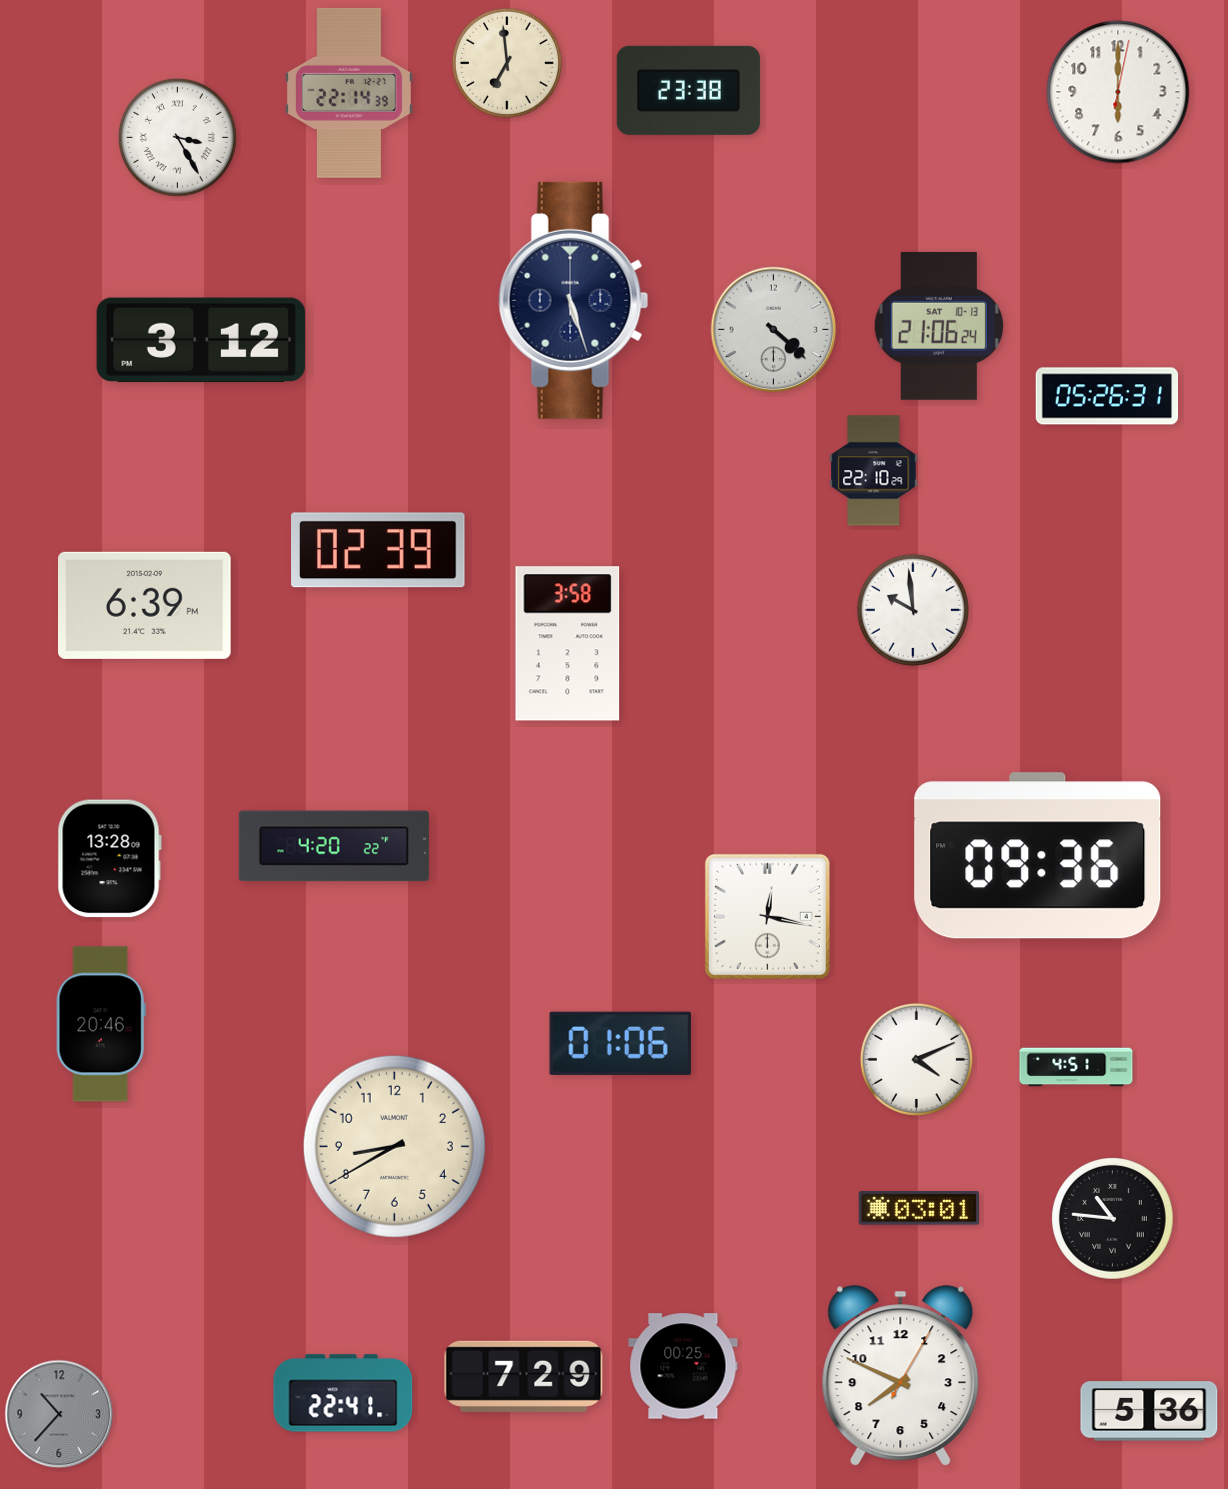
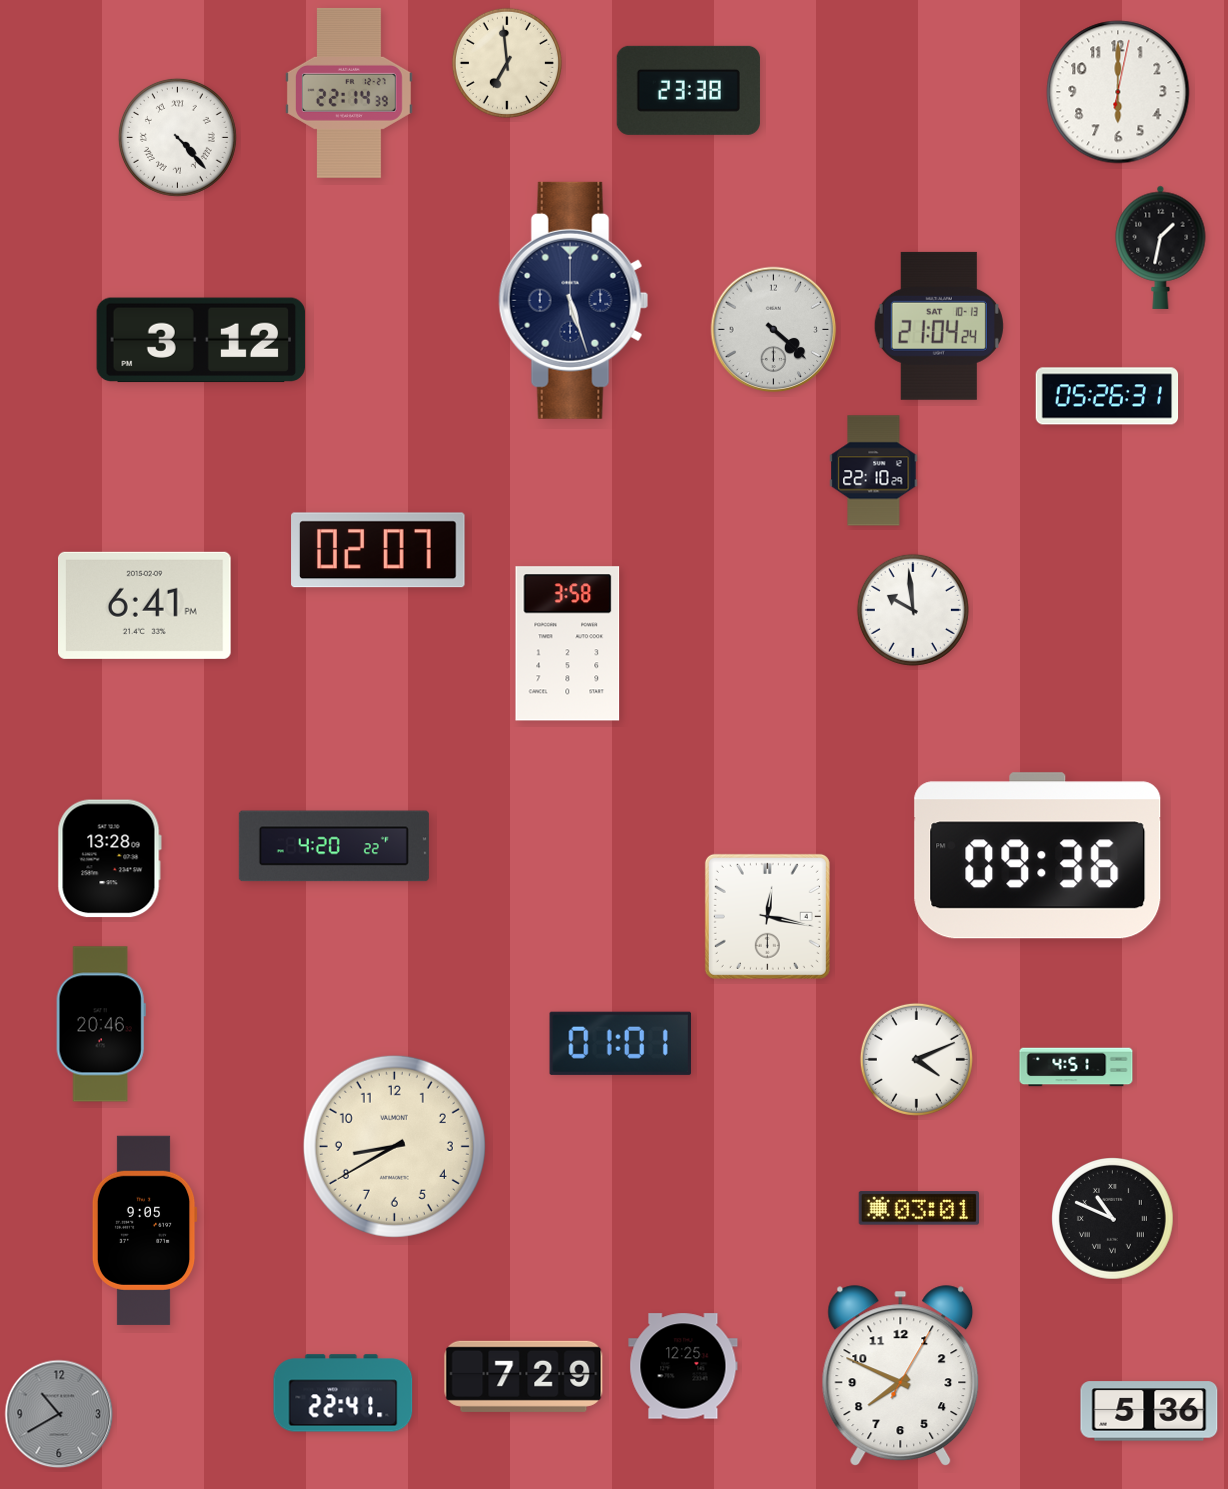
clock at (177, 137): 3:25 -> 4:23
clock at (1161, 247): none -> 1:32
clock at (939, 326): 21:06 -> 21:04
clock at (378, 550): 02:39 -> 02:07
clock at (145, 605): 6:39 -> 6:41
clock at (620, 1043): 01:06 -> 01:01
clock at (1113, 1219): 10:46 -> 10:49
clock at (144, 1230): none -> 9:05
clock at (683, 1366): 00:25 -> 12:25
clock at (59, 1414): 10:37 -> 10:40
